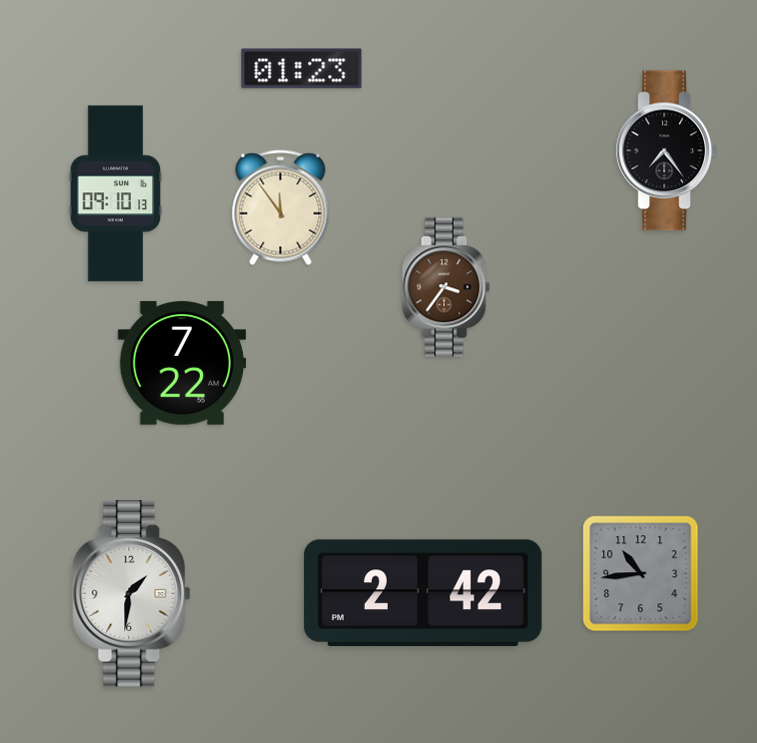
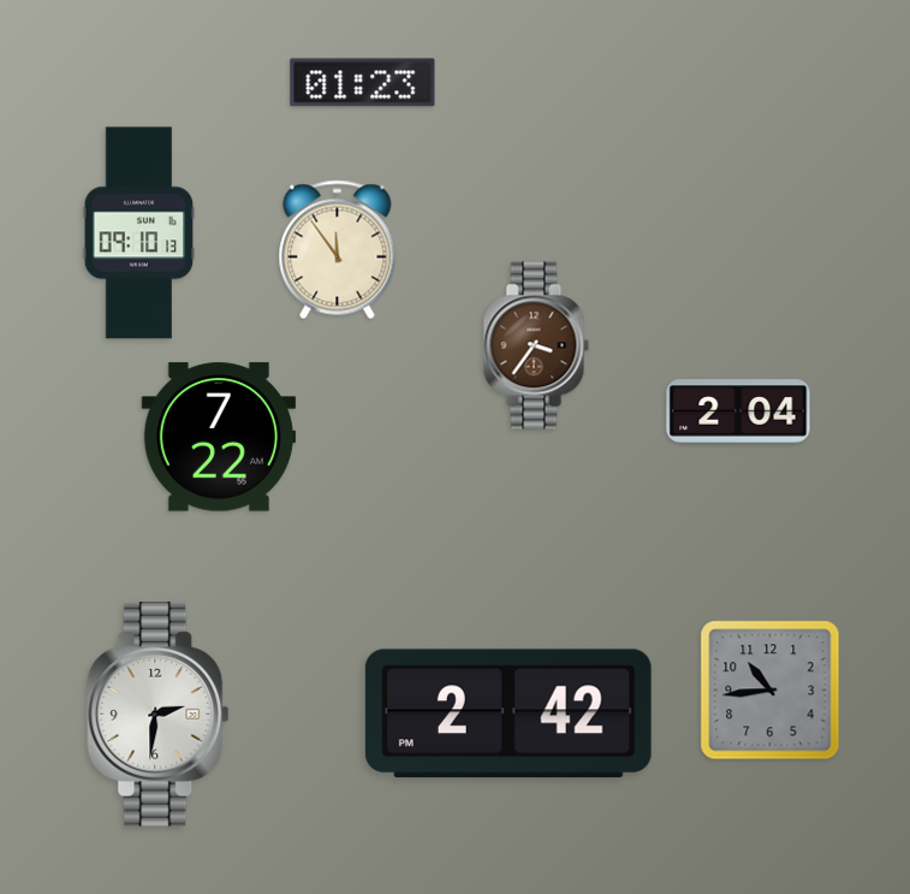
clock at (667, 151): 7:24 -> none
clock at (738, 412): none -> 2:04
clock at (132, 594): 1:31 -> 2:31
